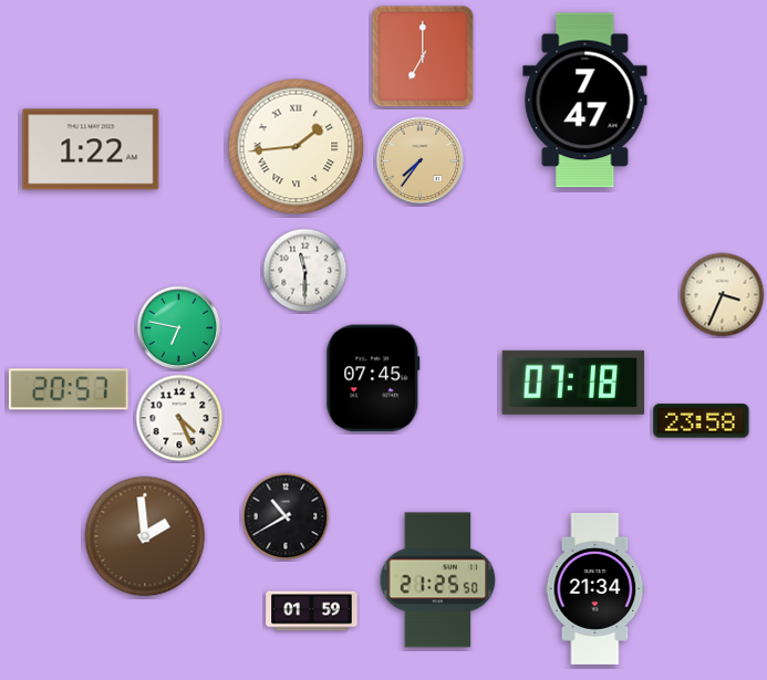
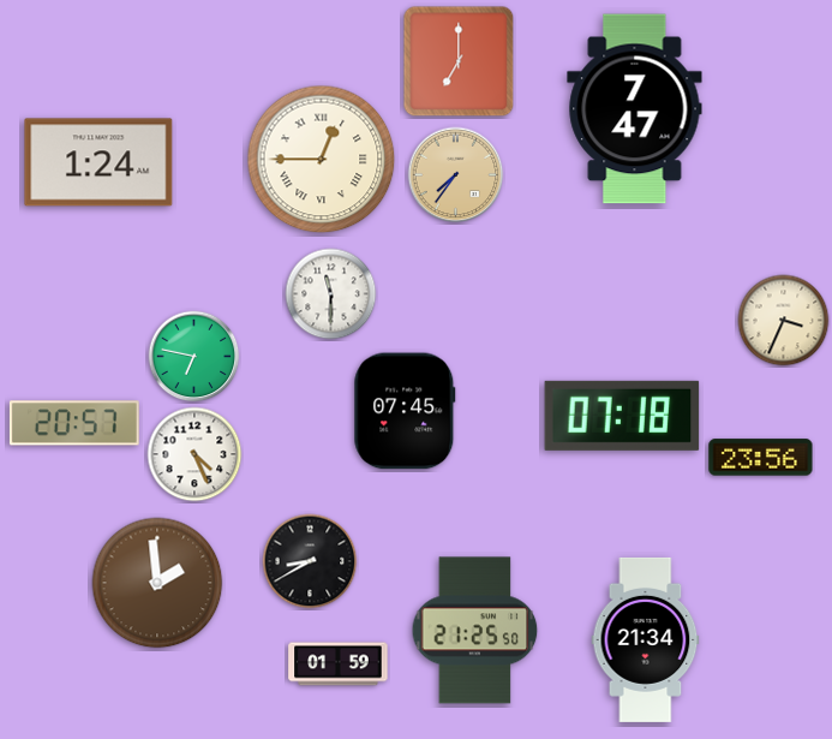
clock at (297, 147): 1:44 -> 12:45
clock at (91, 149): 1:22 -> 1:24
clock at (702, 421): 23:58 -> 23:56
clock at (286, 516): 10:40 -> 8:40
